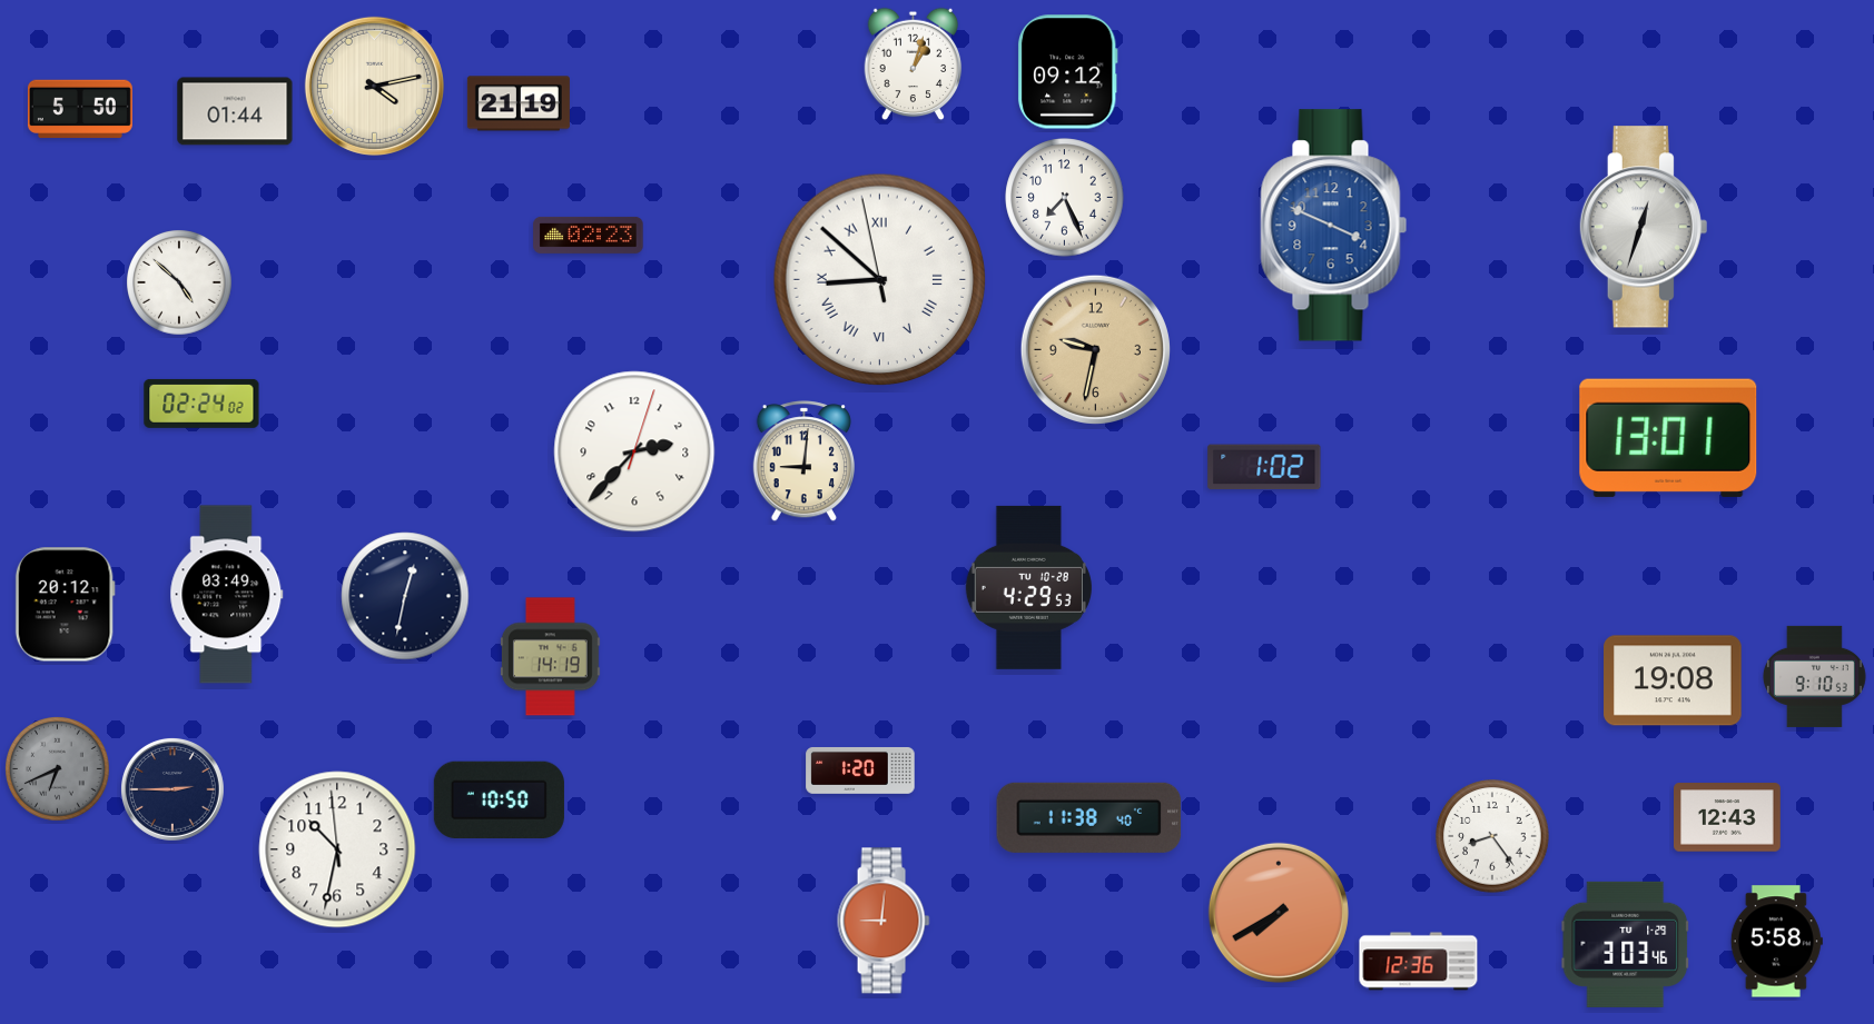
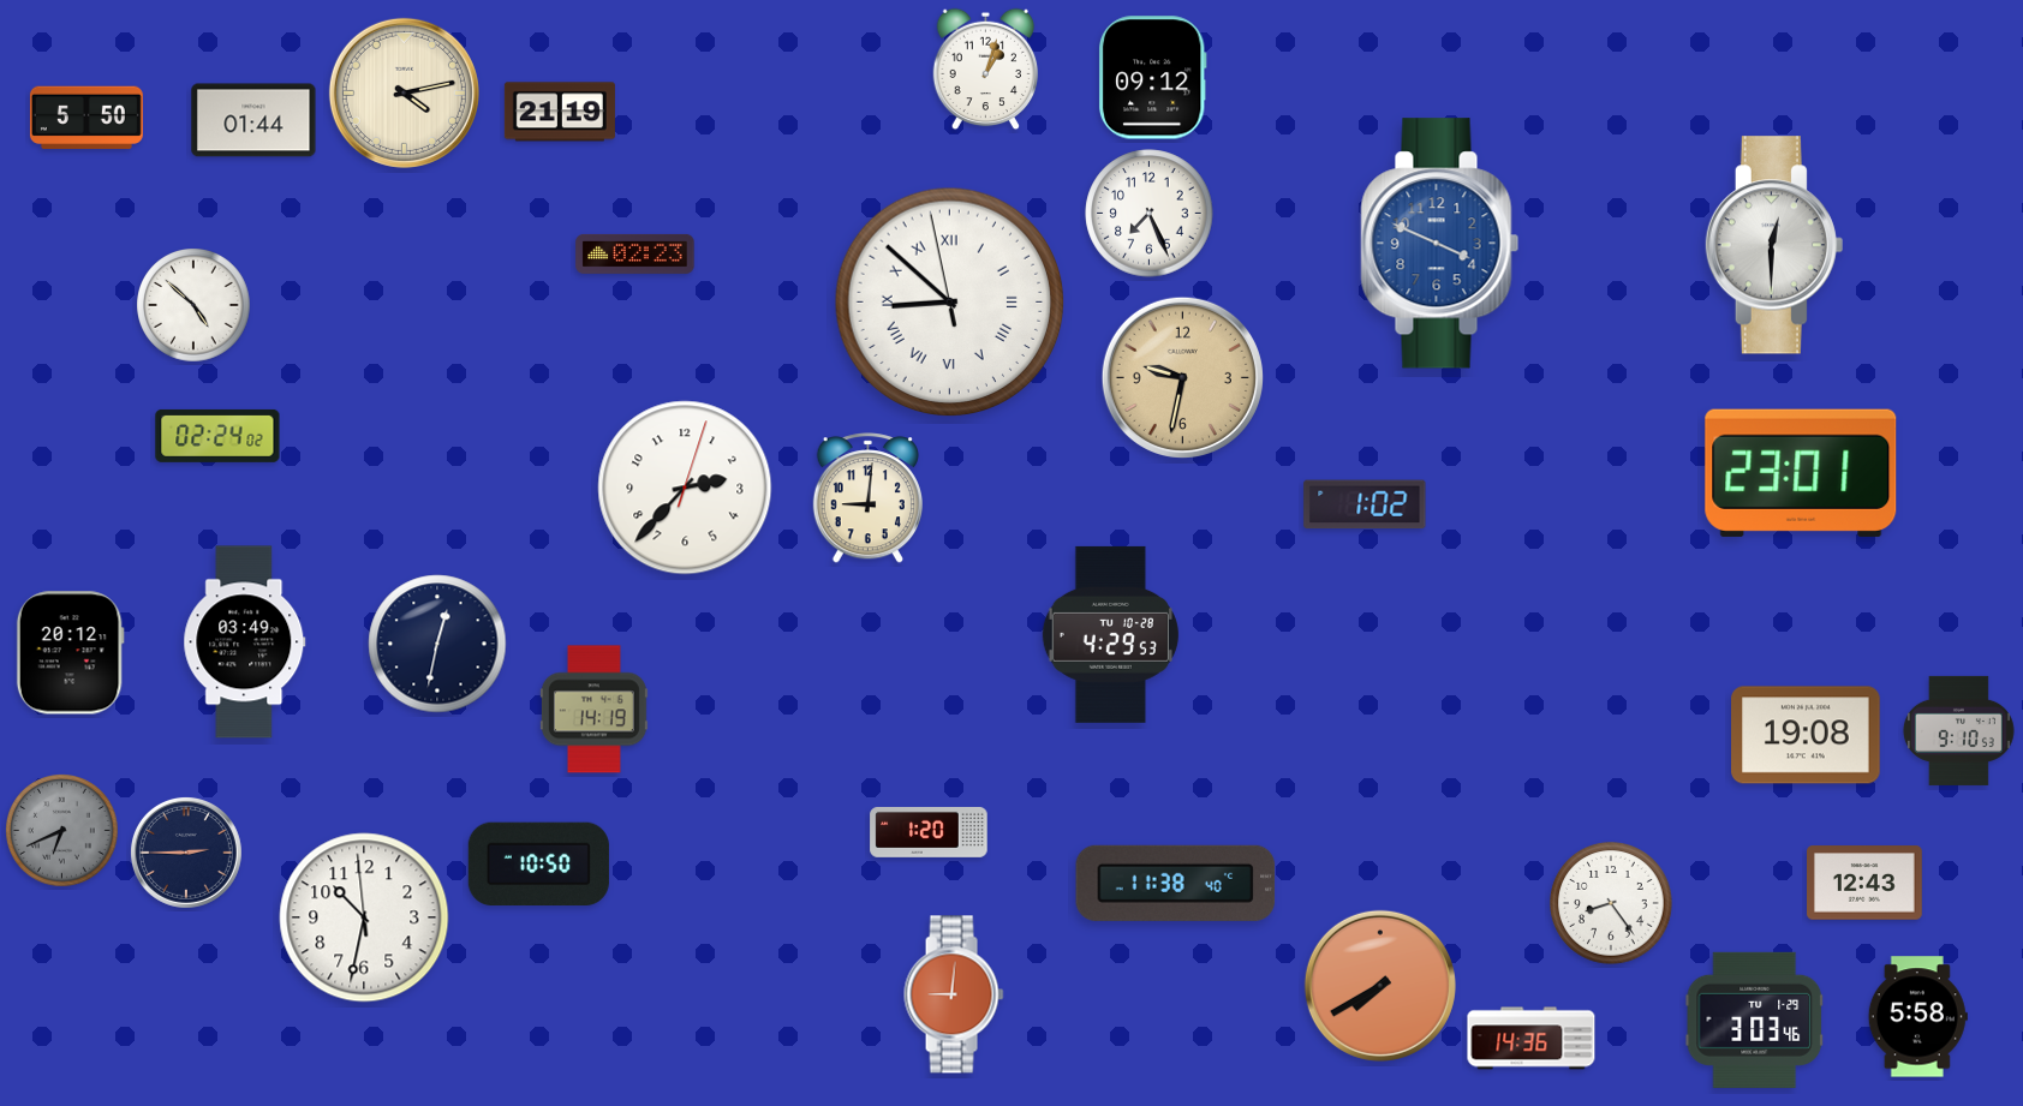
clock at (1644, 227): 12:33 -> 12:30
clock at (1668, 438): 13:01 -> 23:01
clock at (1419, 962): 12:36 -> 14:36
